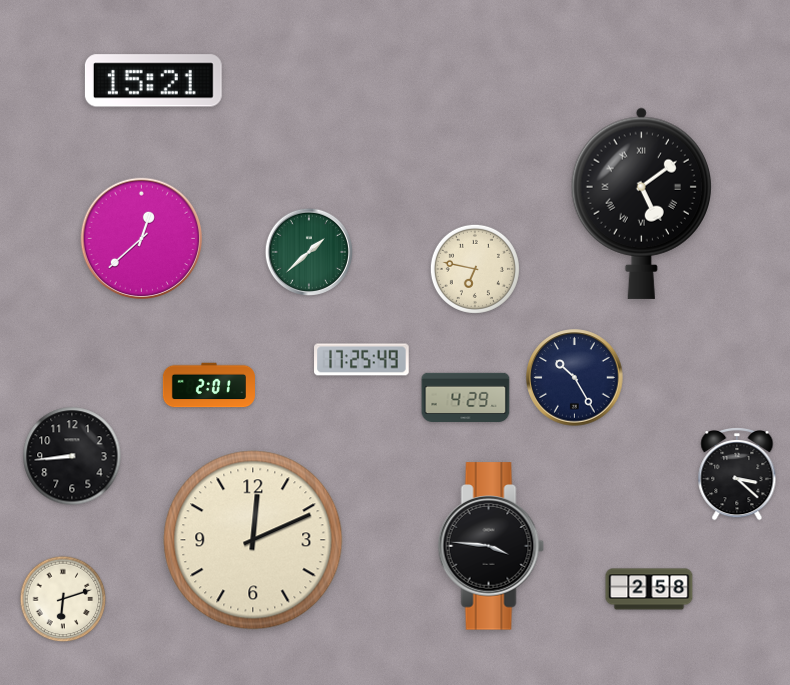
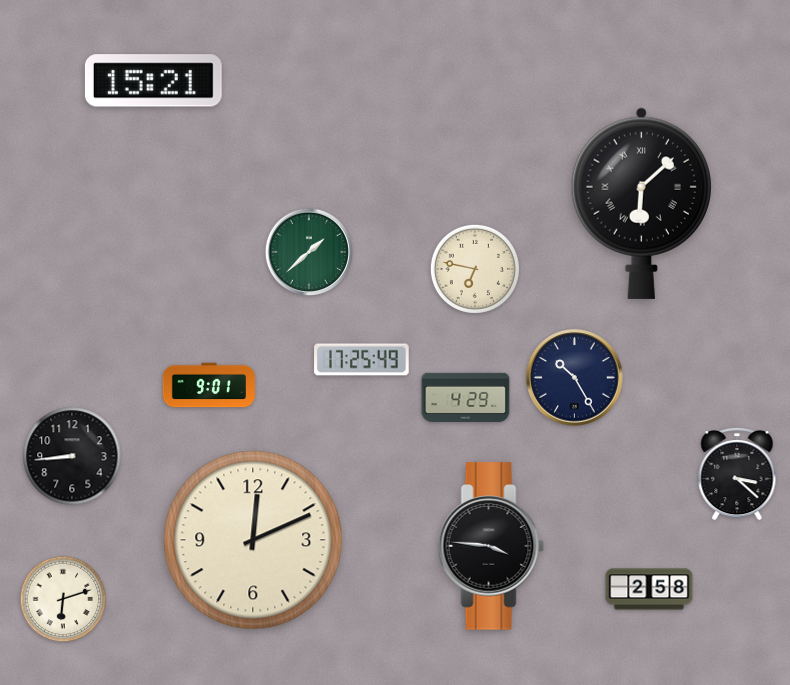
clock at (641, 203): 5:09 -> 6:08
clock at (141, 238): 12:38 -> none
clock at (209, 385): 2:01 -> 9:01
